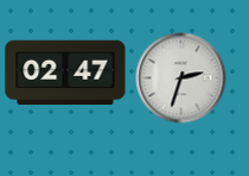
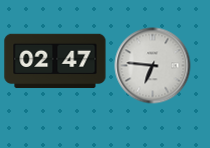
clock at (181, 78): 2:33 -> 6:46
